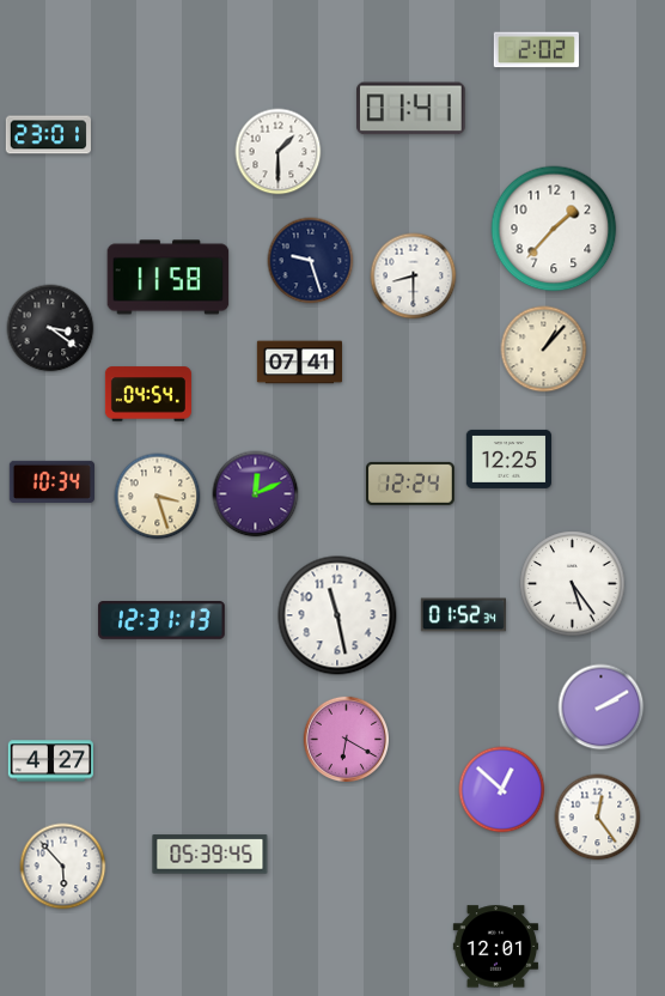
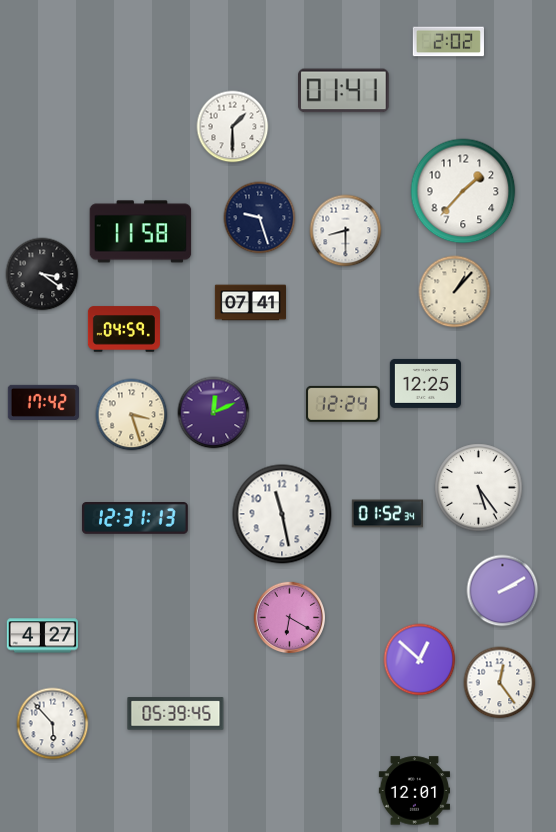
clock at (48, 135): 23:01 -> none
clock at (148, 394): 04:54 -> 04:59
clock at (51, 481): 10:34 -> 17:42
